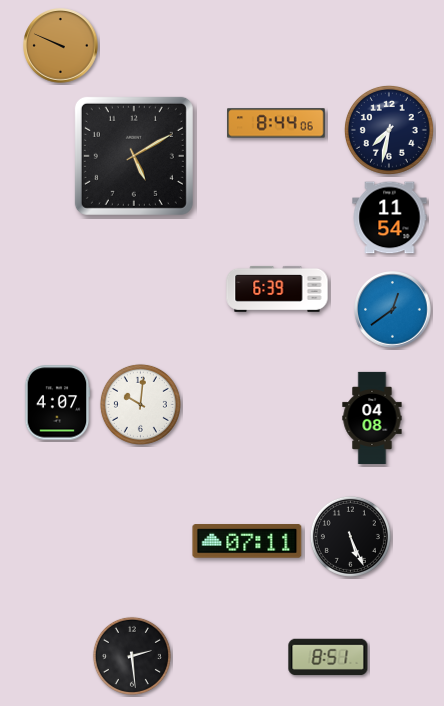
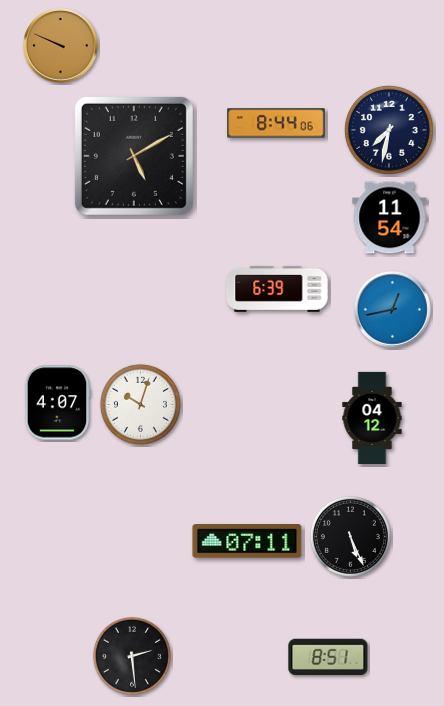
clock at (393, 310): 12:39 -> 12:43
clock at (140, 404): 10:01 -> 10:03
clock at (372, 417): 04:08 -> 04:12
